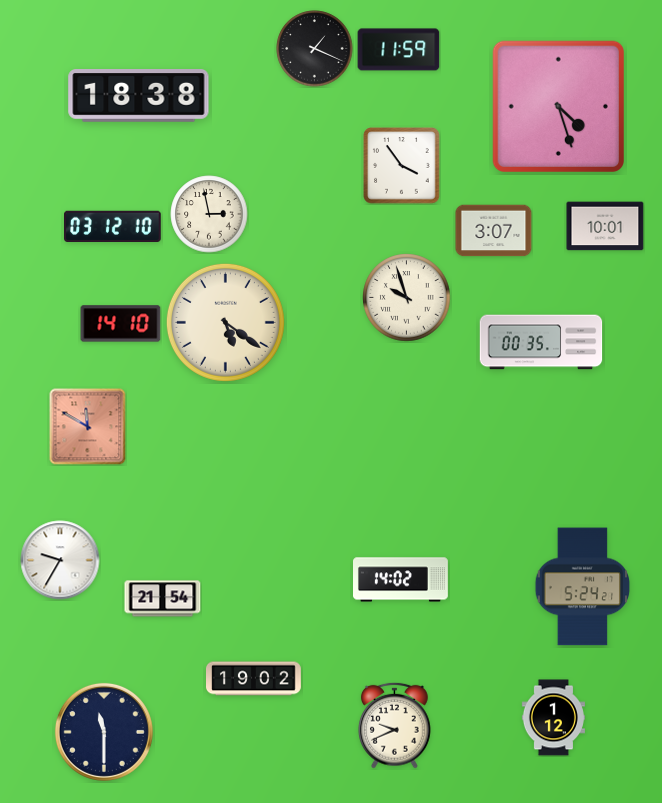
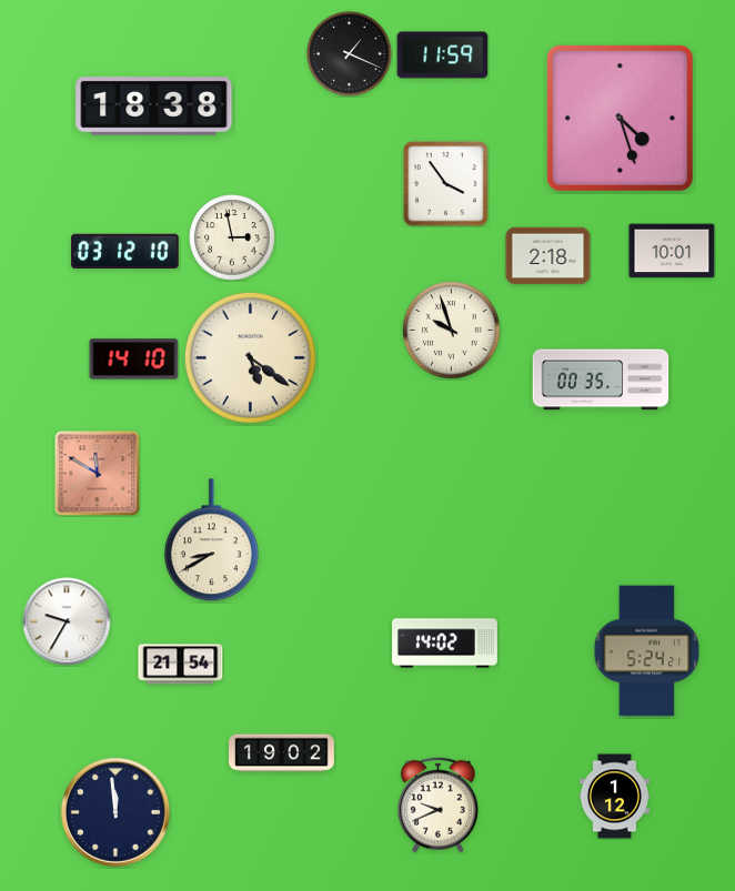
clock at (494, 231): 3:07 -> 2:18
clock at (211, 540): none -> 8:40
clock at (104, 732): 11:30 -> 11:59
